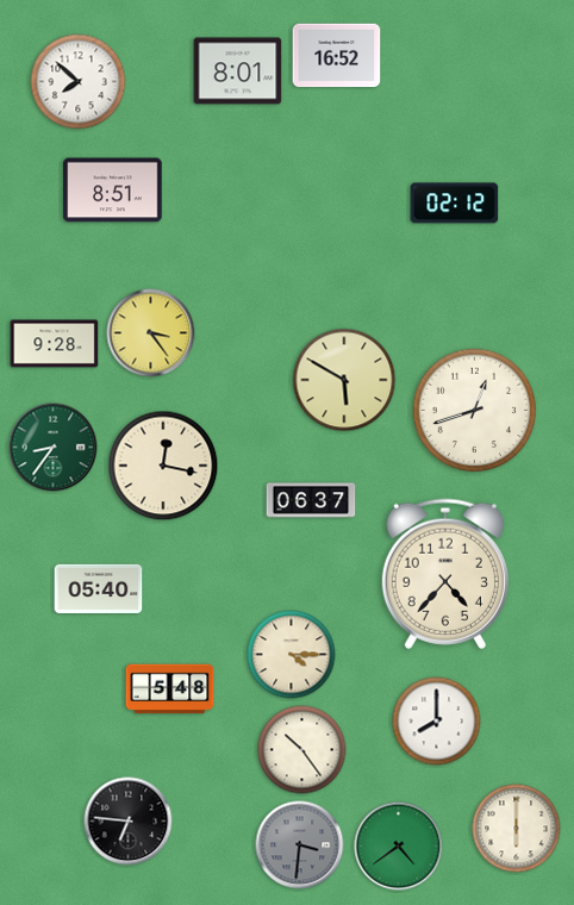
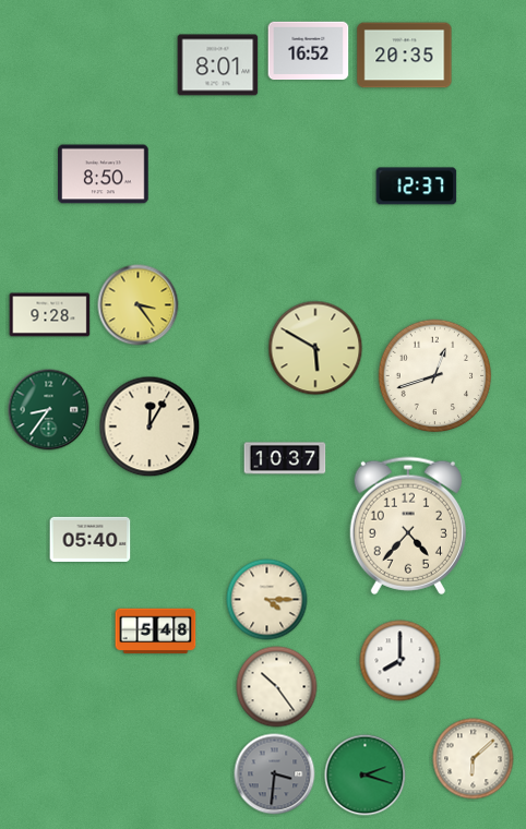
clock at (405, 56): none -> 20:35
clock at (79, 82): 7:52 -> none
clock at (113, 191): 8:51 -> 8:50
clock at (455, 204): 02:12 -> 12:37
clock at (163, 466): 12:17 -> 12:05
clock at (311, 500): 06:37 -> 10:37
clock at (129, 822): 6:46 -> none
clock at (517, 829): 6:00 -> 6:08
clock at (399, 847): 4:39 -> 2:18
